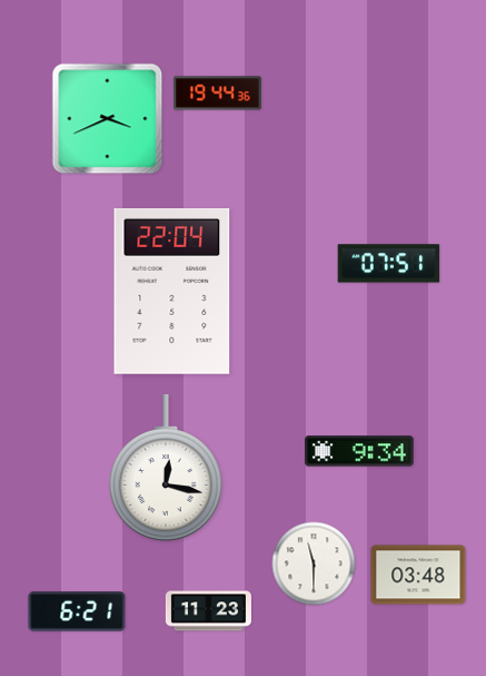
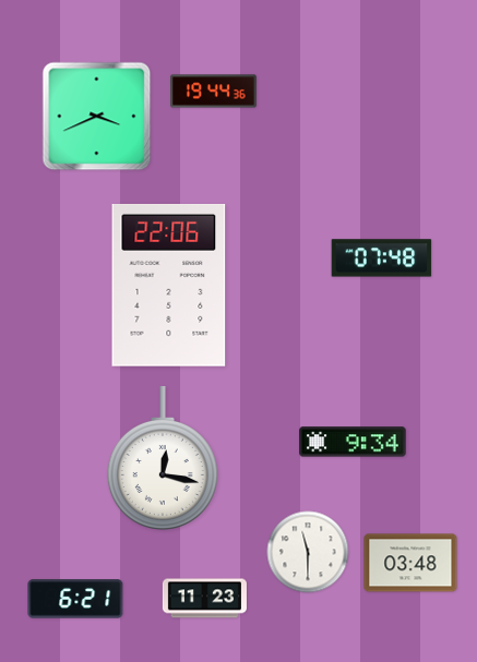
clock at (108, 119) position: (108, 119) -> (97, 117)
clock at (389, 264): 07:51 -> 07:48
clock at (172, 291): 22:04 -> 22:06
